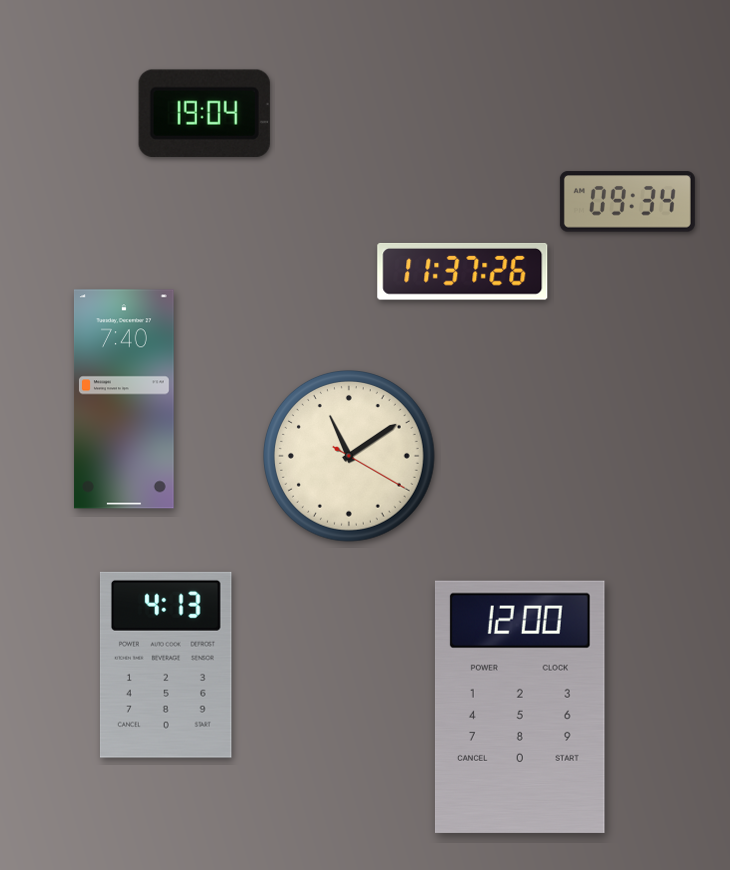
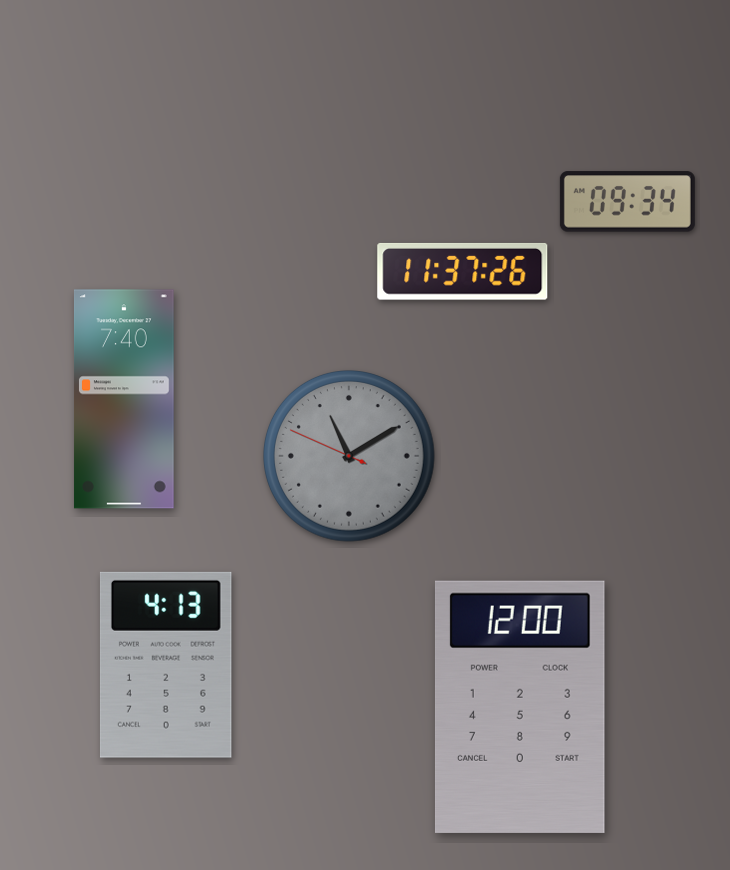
clock at (204, 113): 19:04 -> none
clock at (350, 457): 11:09:20 -> 11:09:49
clock at (350, 457) dial: cream -> grey
